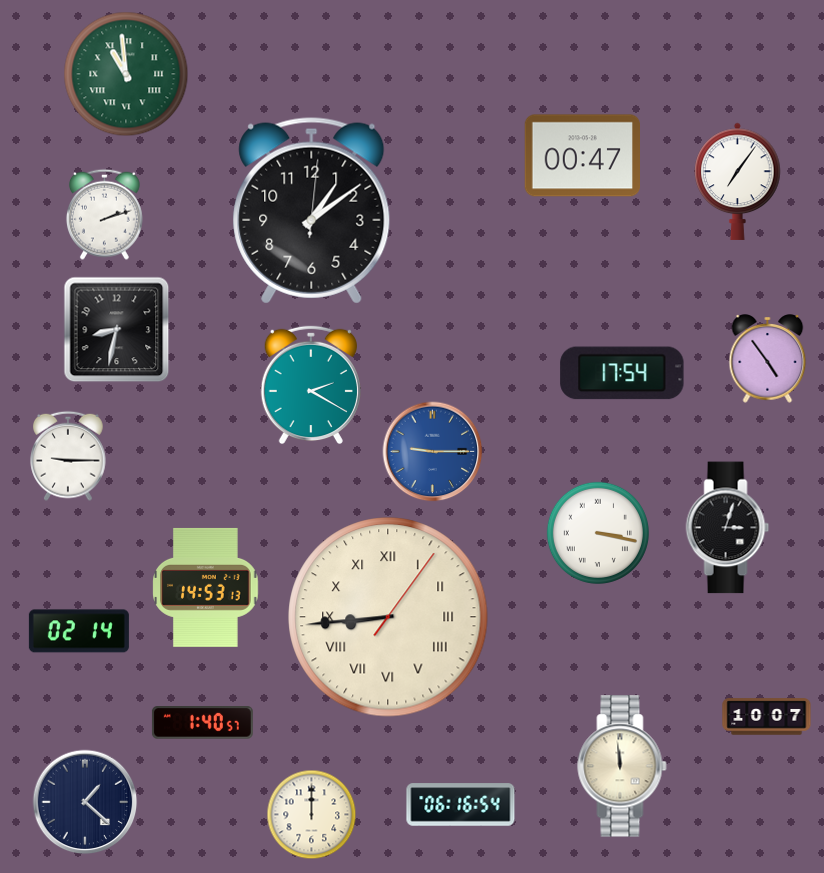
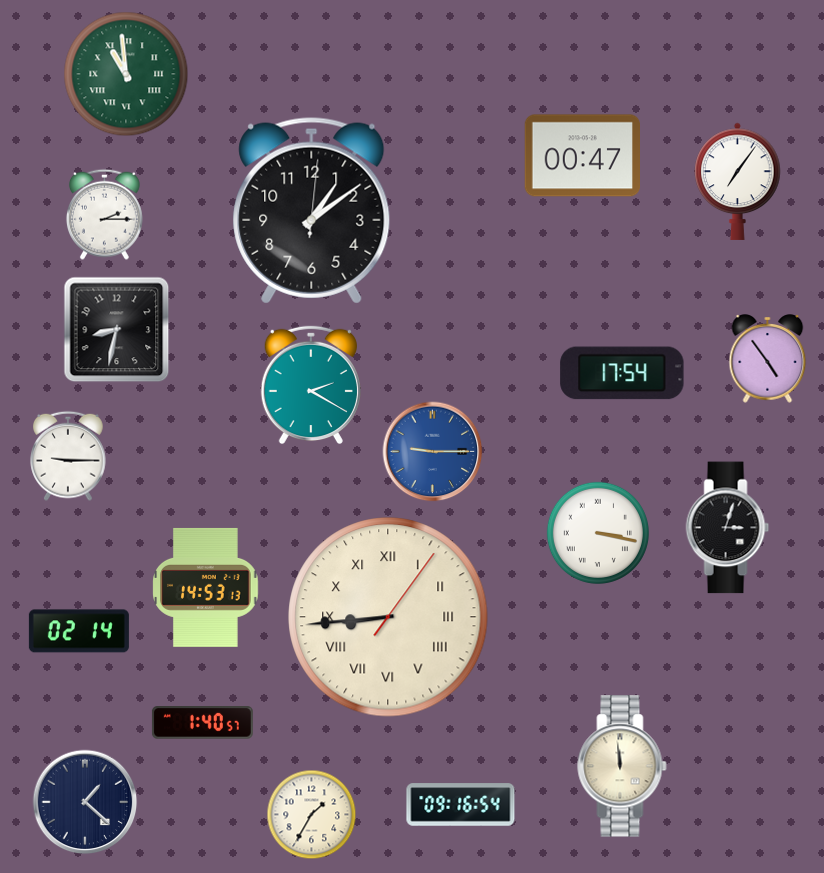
clock at (104, 214): 2:12 -> 2:15
clock at (767, 717): 10:07 -> none
clock at (461, 805): 06:16 -> 09:16
clock at (312, 815): 12:00 -> 1:35
